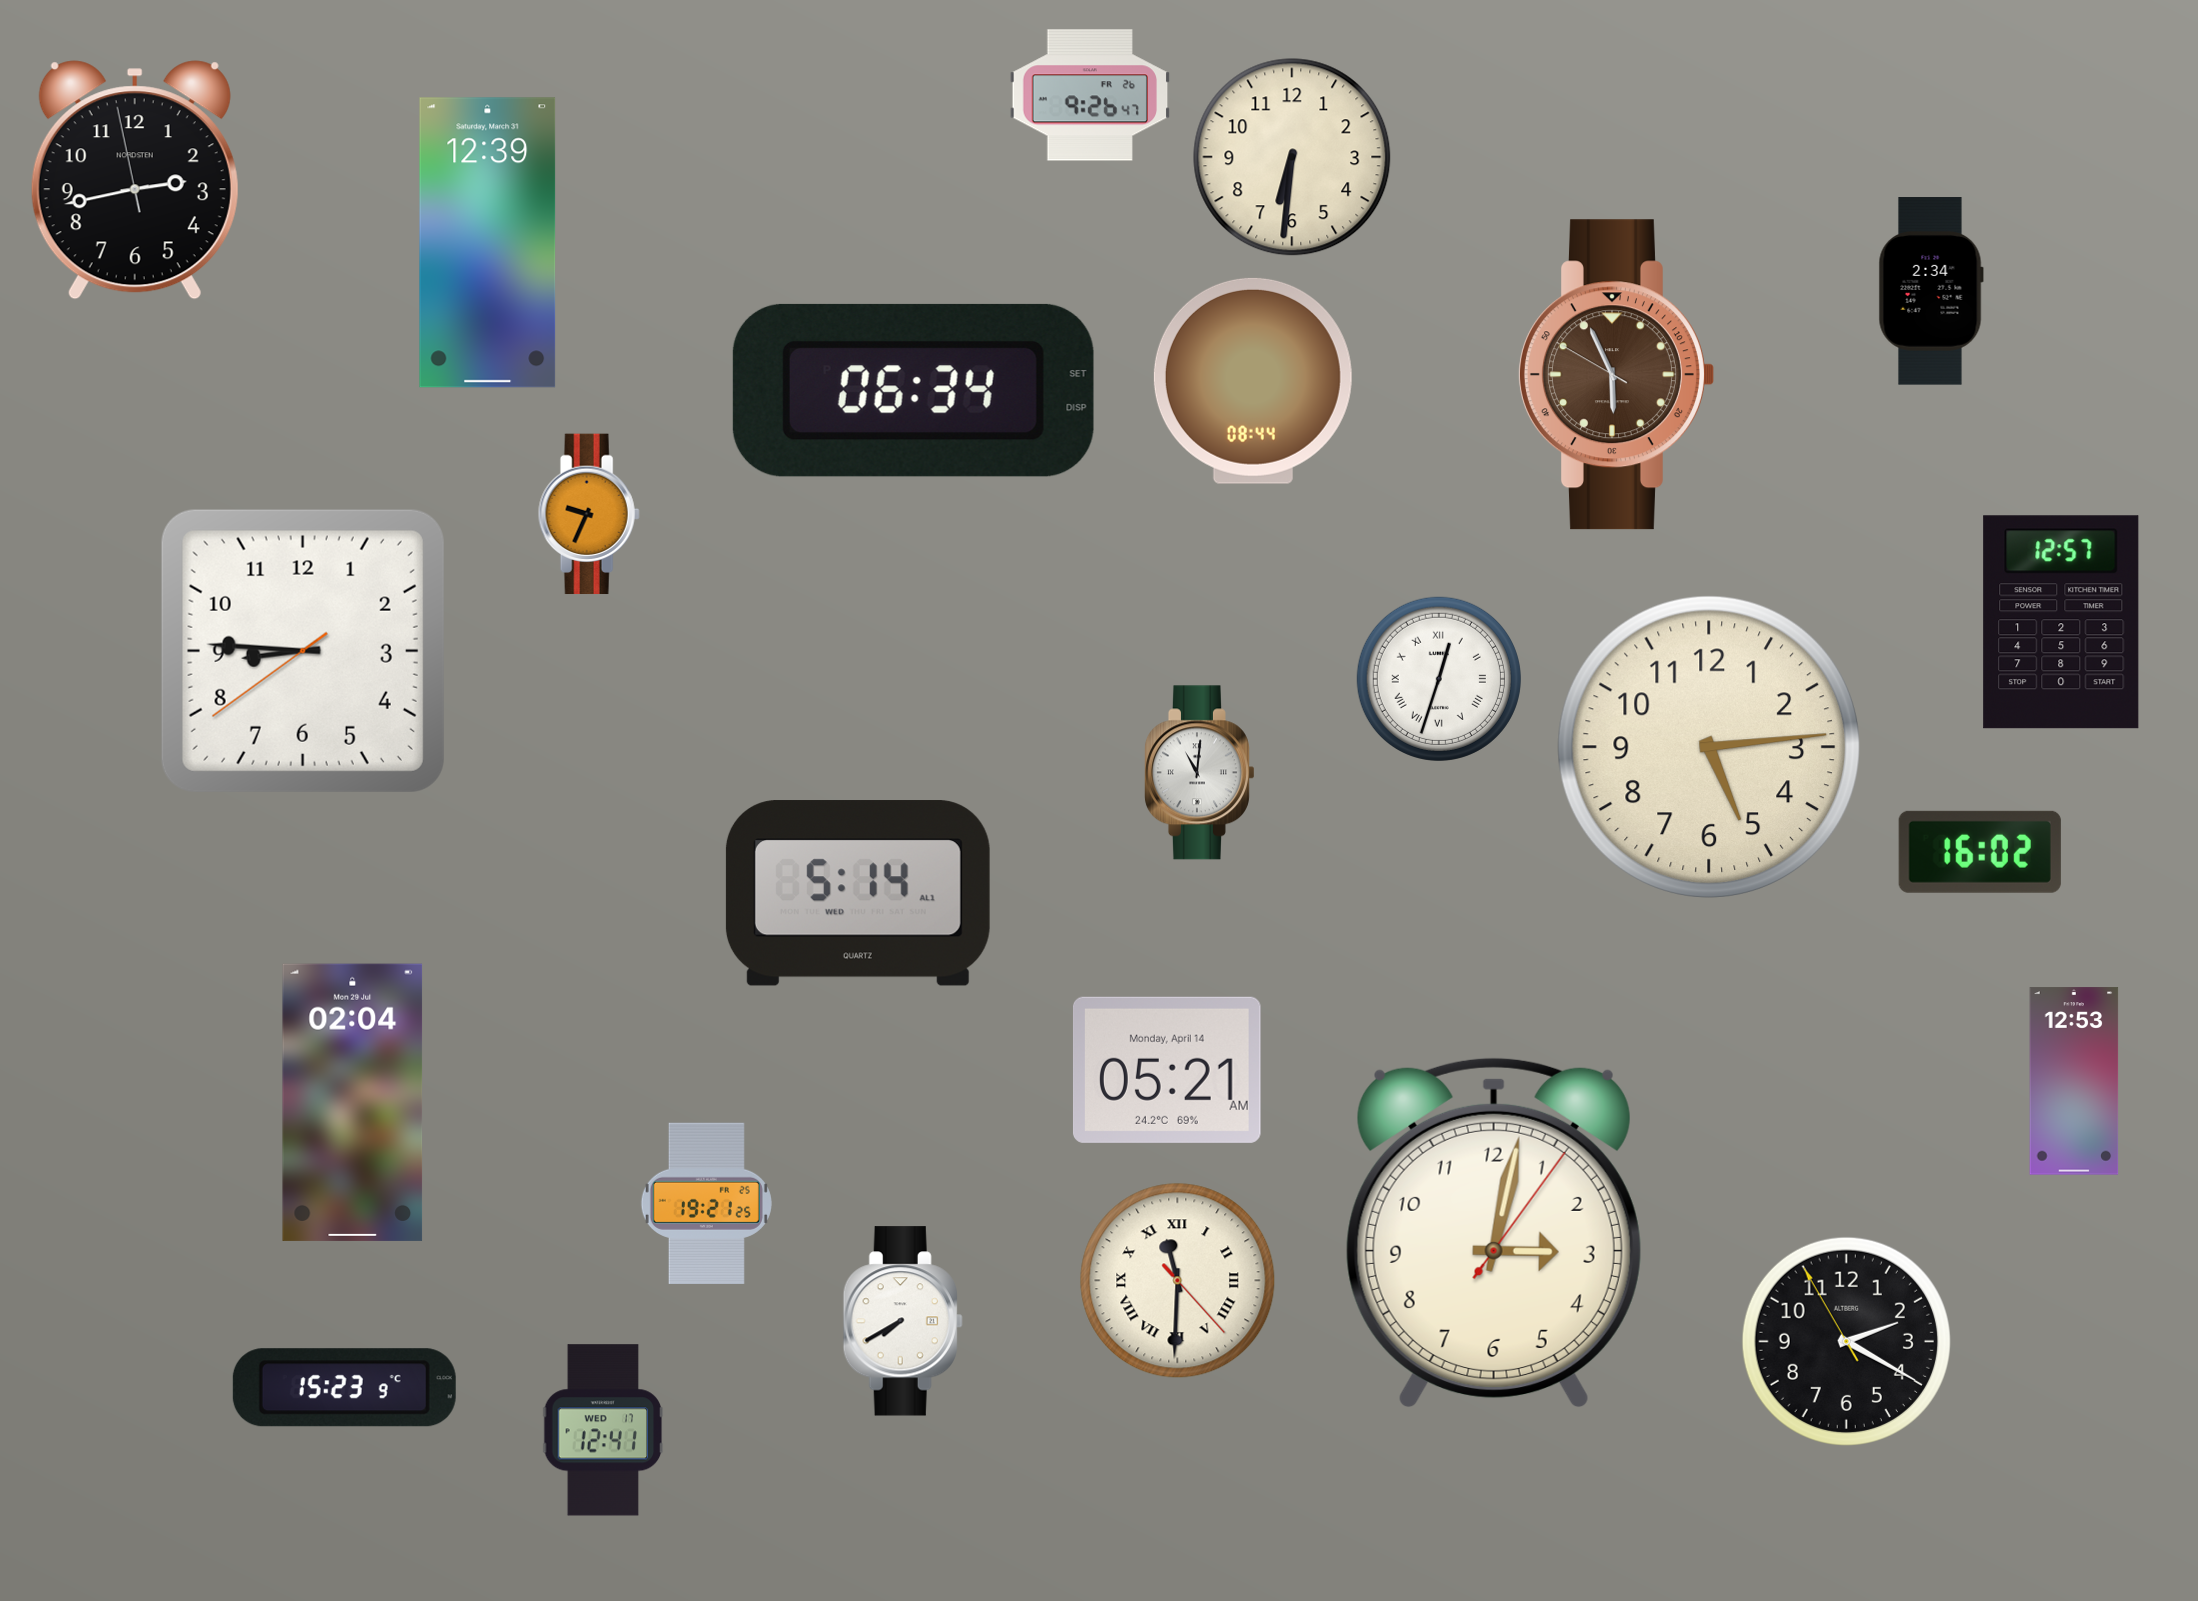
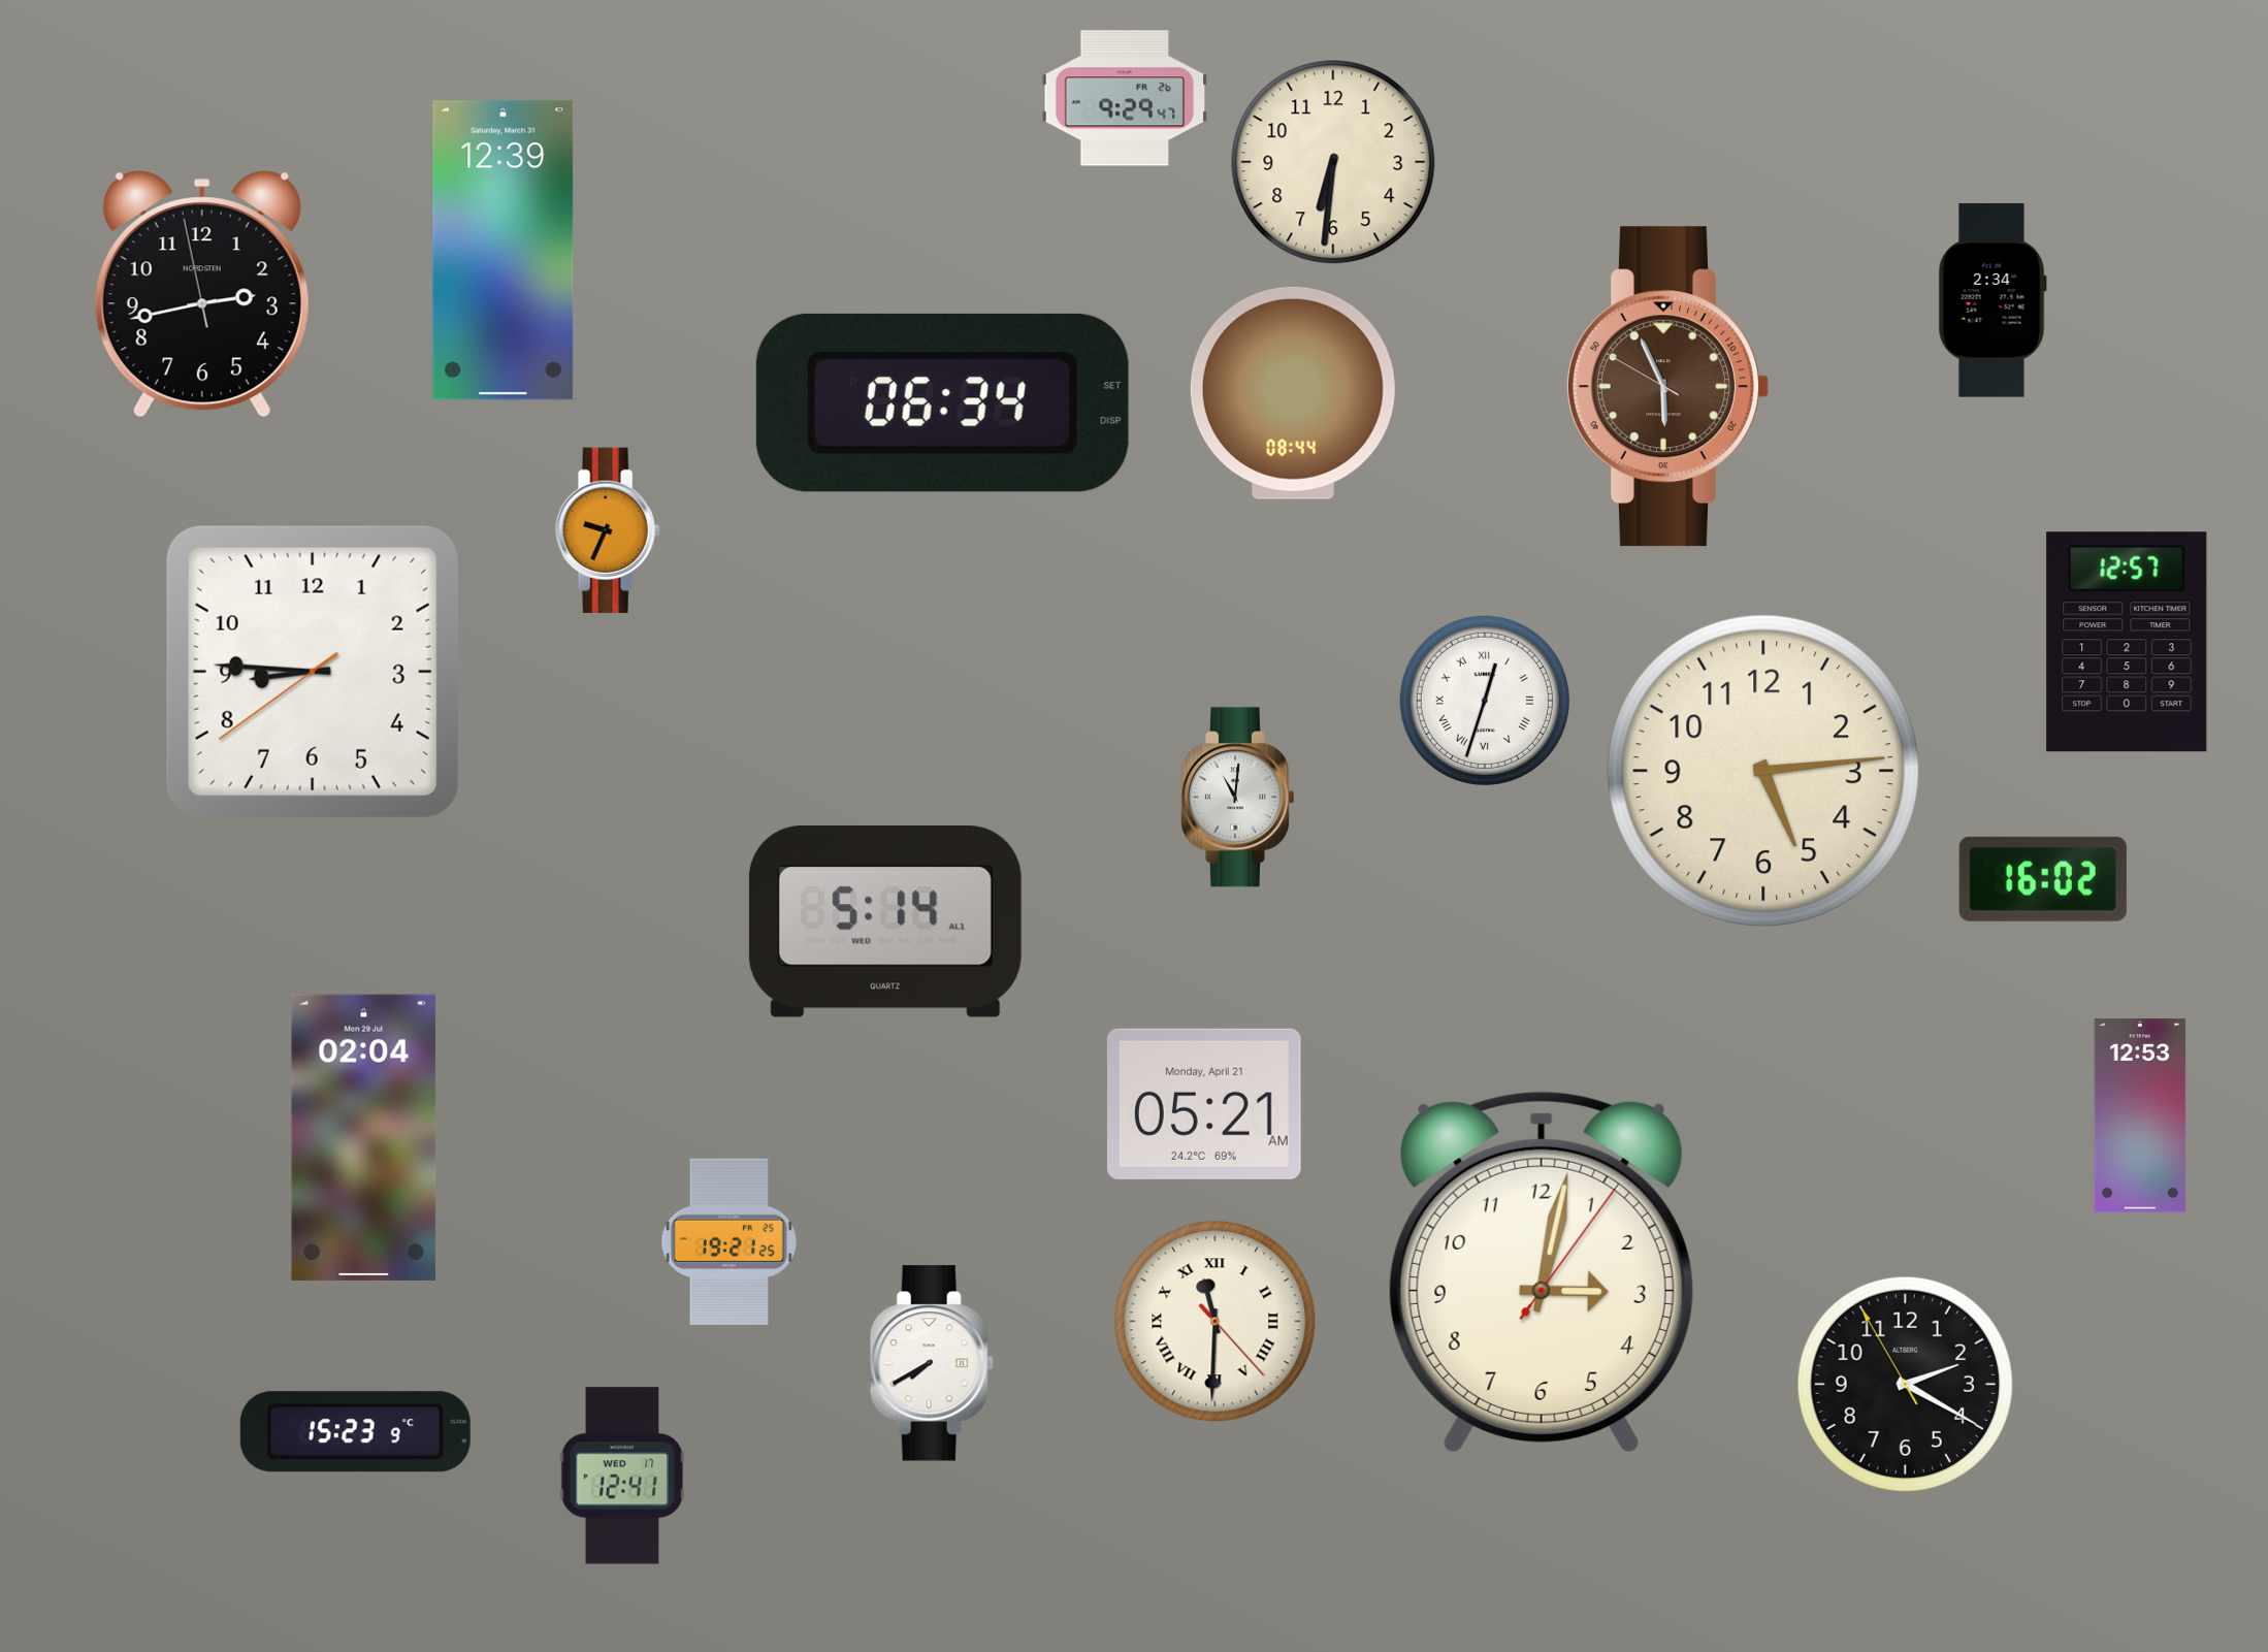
clock at (1090, 95): 9:26 -> 9:29
clock at (135, 180) position: (135, 180) -> (202, 294)
clock at (1167, 1070) date: Monday, April 14 -> Monday, April 21
